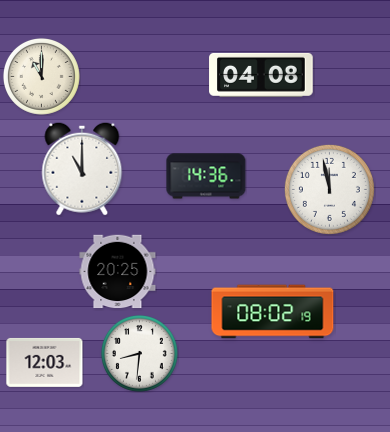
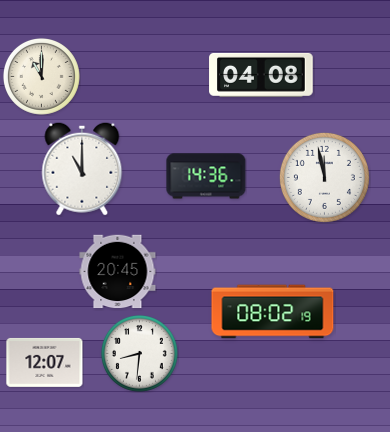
clock at (329, 189) position: (329, 189) -> (324, 177)
clock at (118, 272): 20:25 -> 20:45
clock at (45, 362): 12:03 -> 12:07
